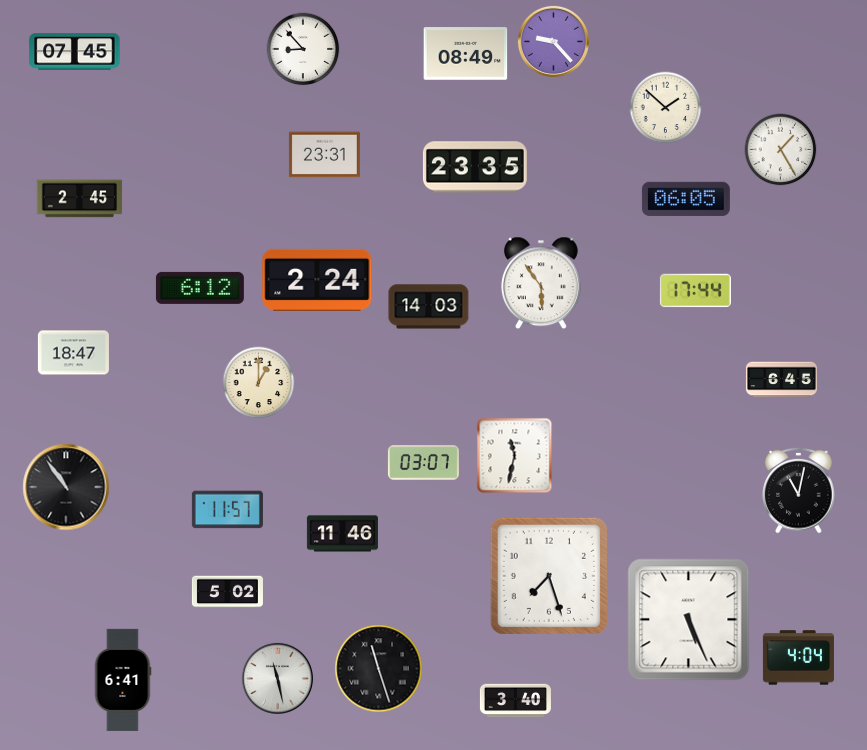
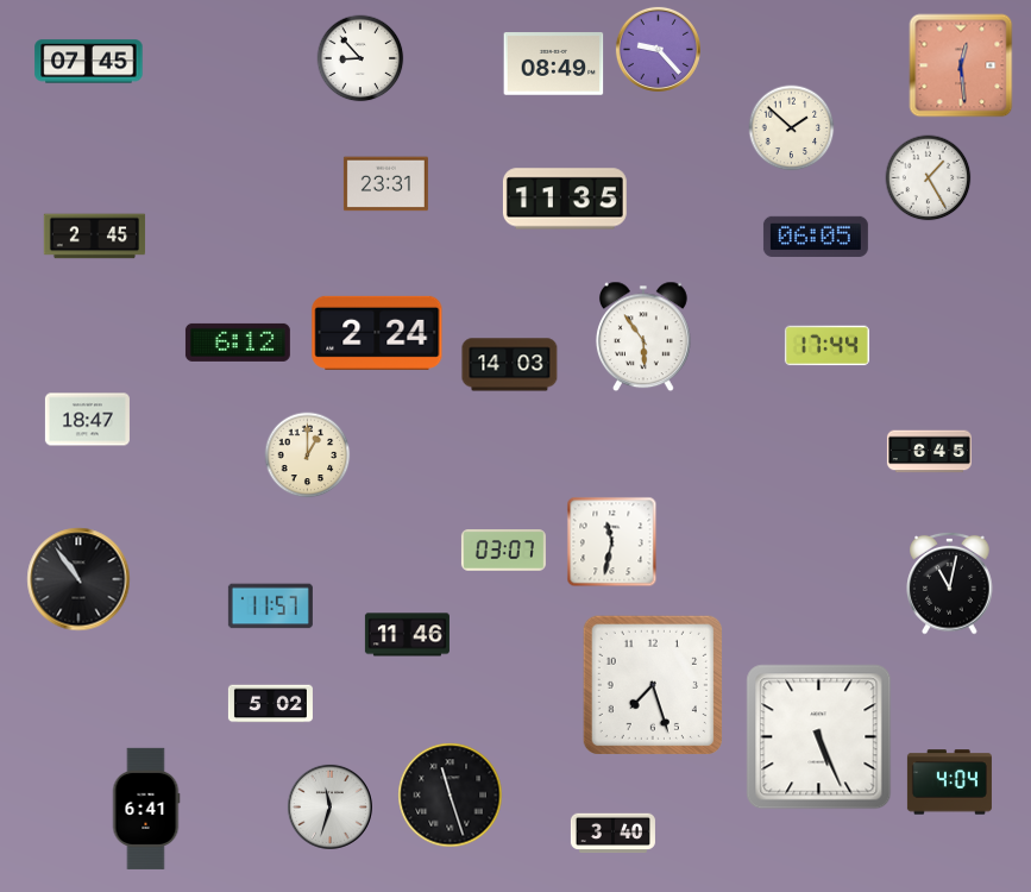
clock at (961, 65): none -> 12:29
clock at (475, 167): 23:35 -> 11:35
clock at (277, 678): 11:28 -> 11:33
